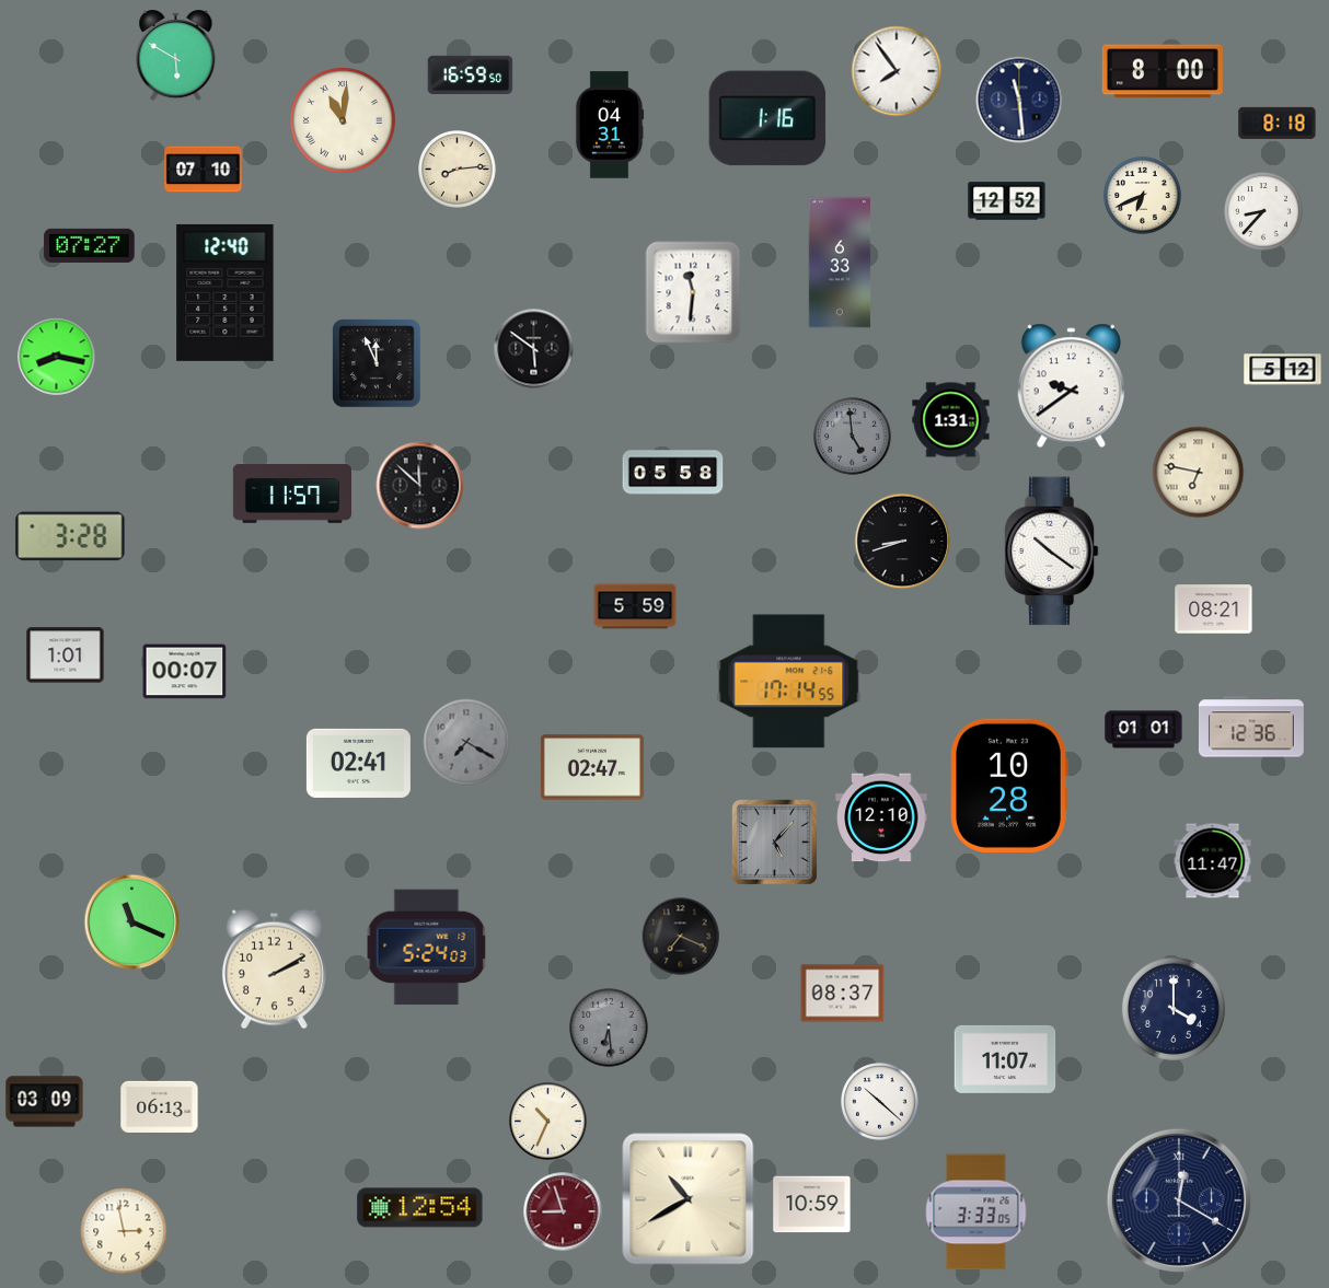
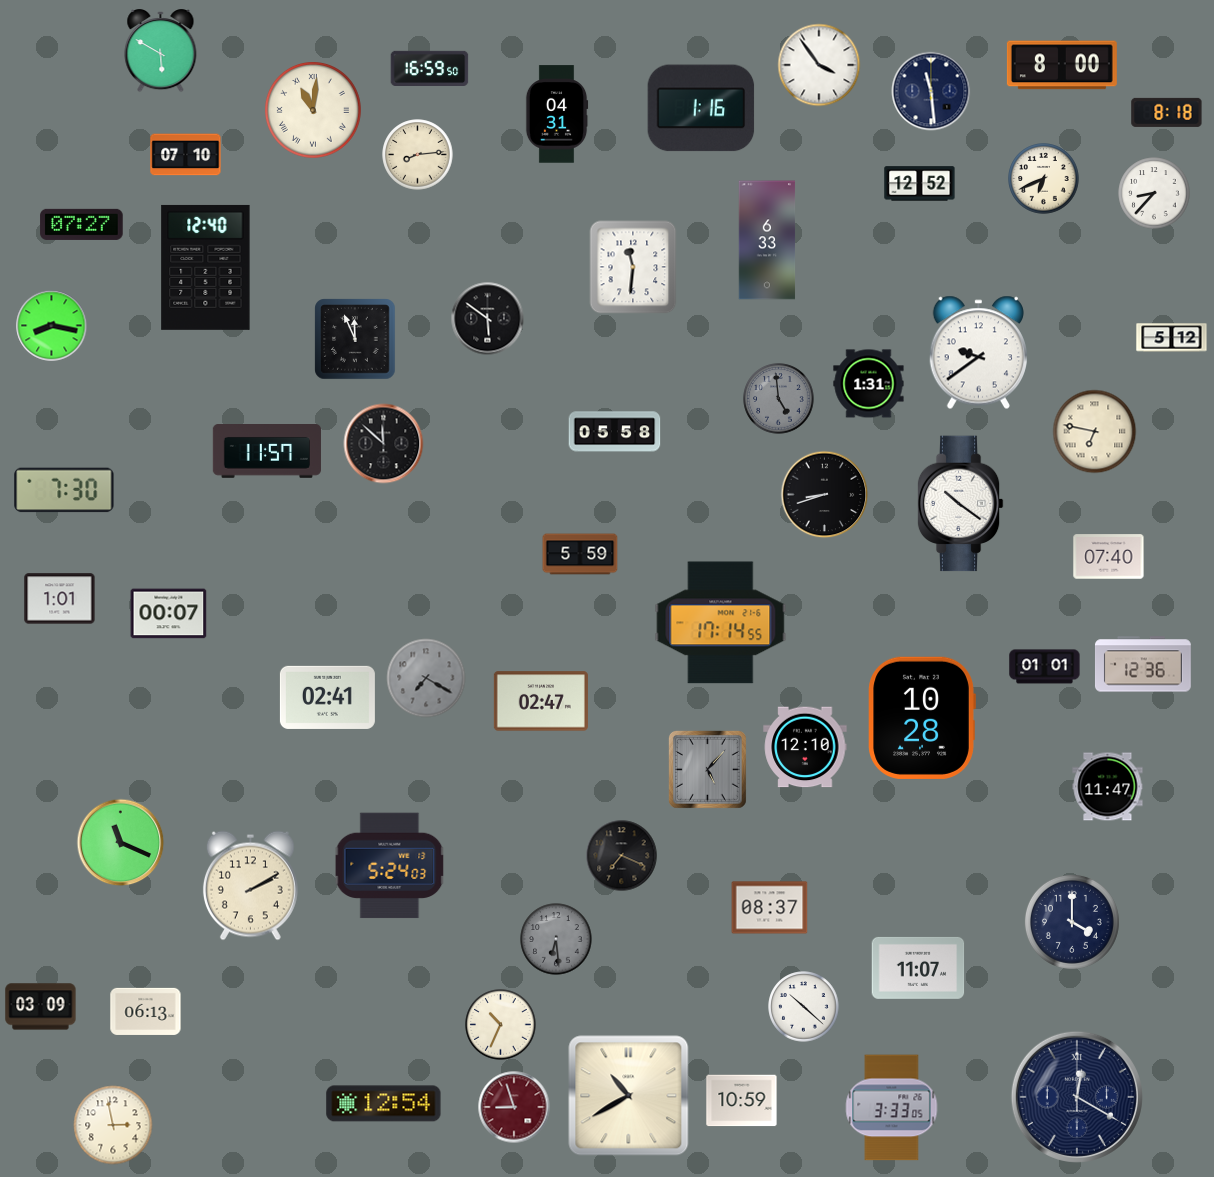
clock at (897, 71): 7:54 -> 3:54
clock at (377, 363) position: (377, 363) -> (355, 339)
clock at (70, 536): 3:28 -> 7:30
clock at (1214, 610): 08:21 -> 07:40
